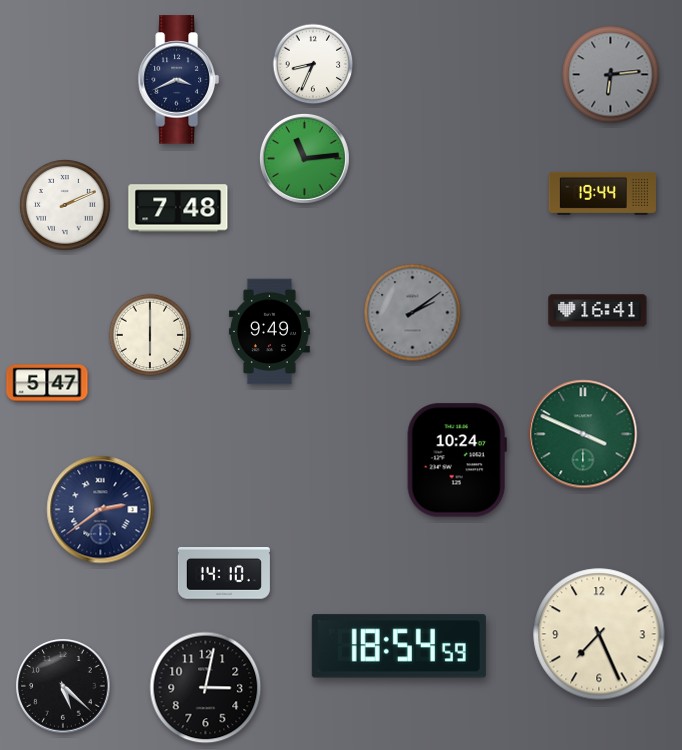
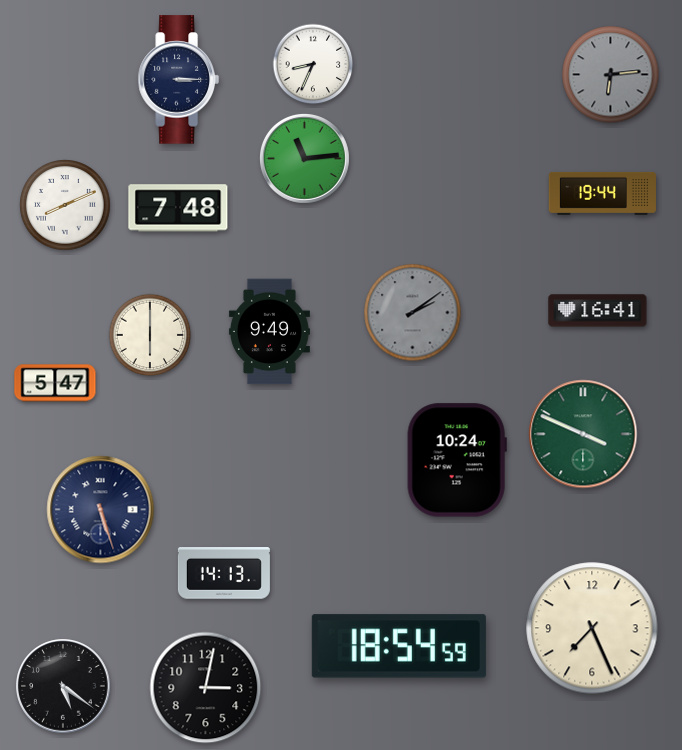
clock at (178, 80): 3:41 -> 3:15
clock at (66, 206): 2:11 -> 8:11
clock at (47, 383) position: (47, 383) -> (55, 383)
clock at (101, 510): 2:39 -> 5:27
clock at (224, 573): 14:10 -> 14:13
clock at (599, 634) position: (599, 634) -> (592, 628)
clock at (63, 686): 5:22 -> 5:21
